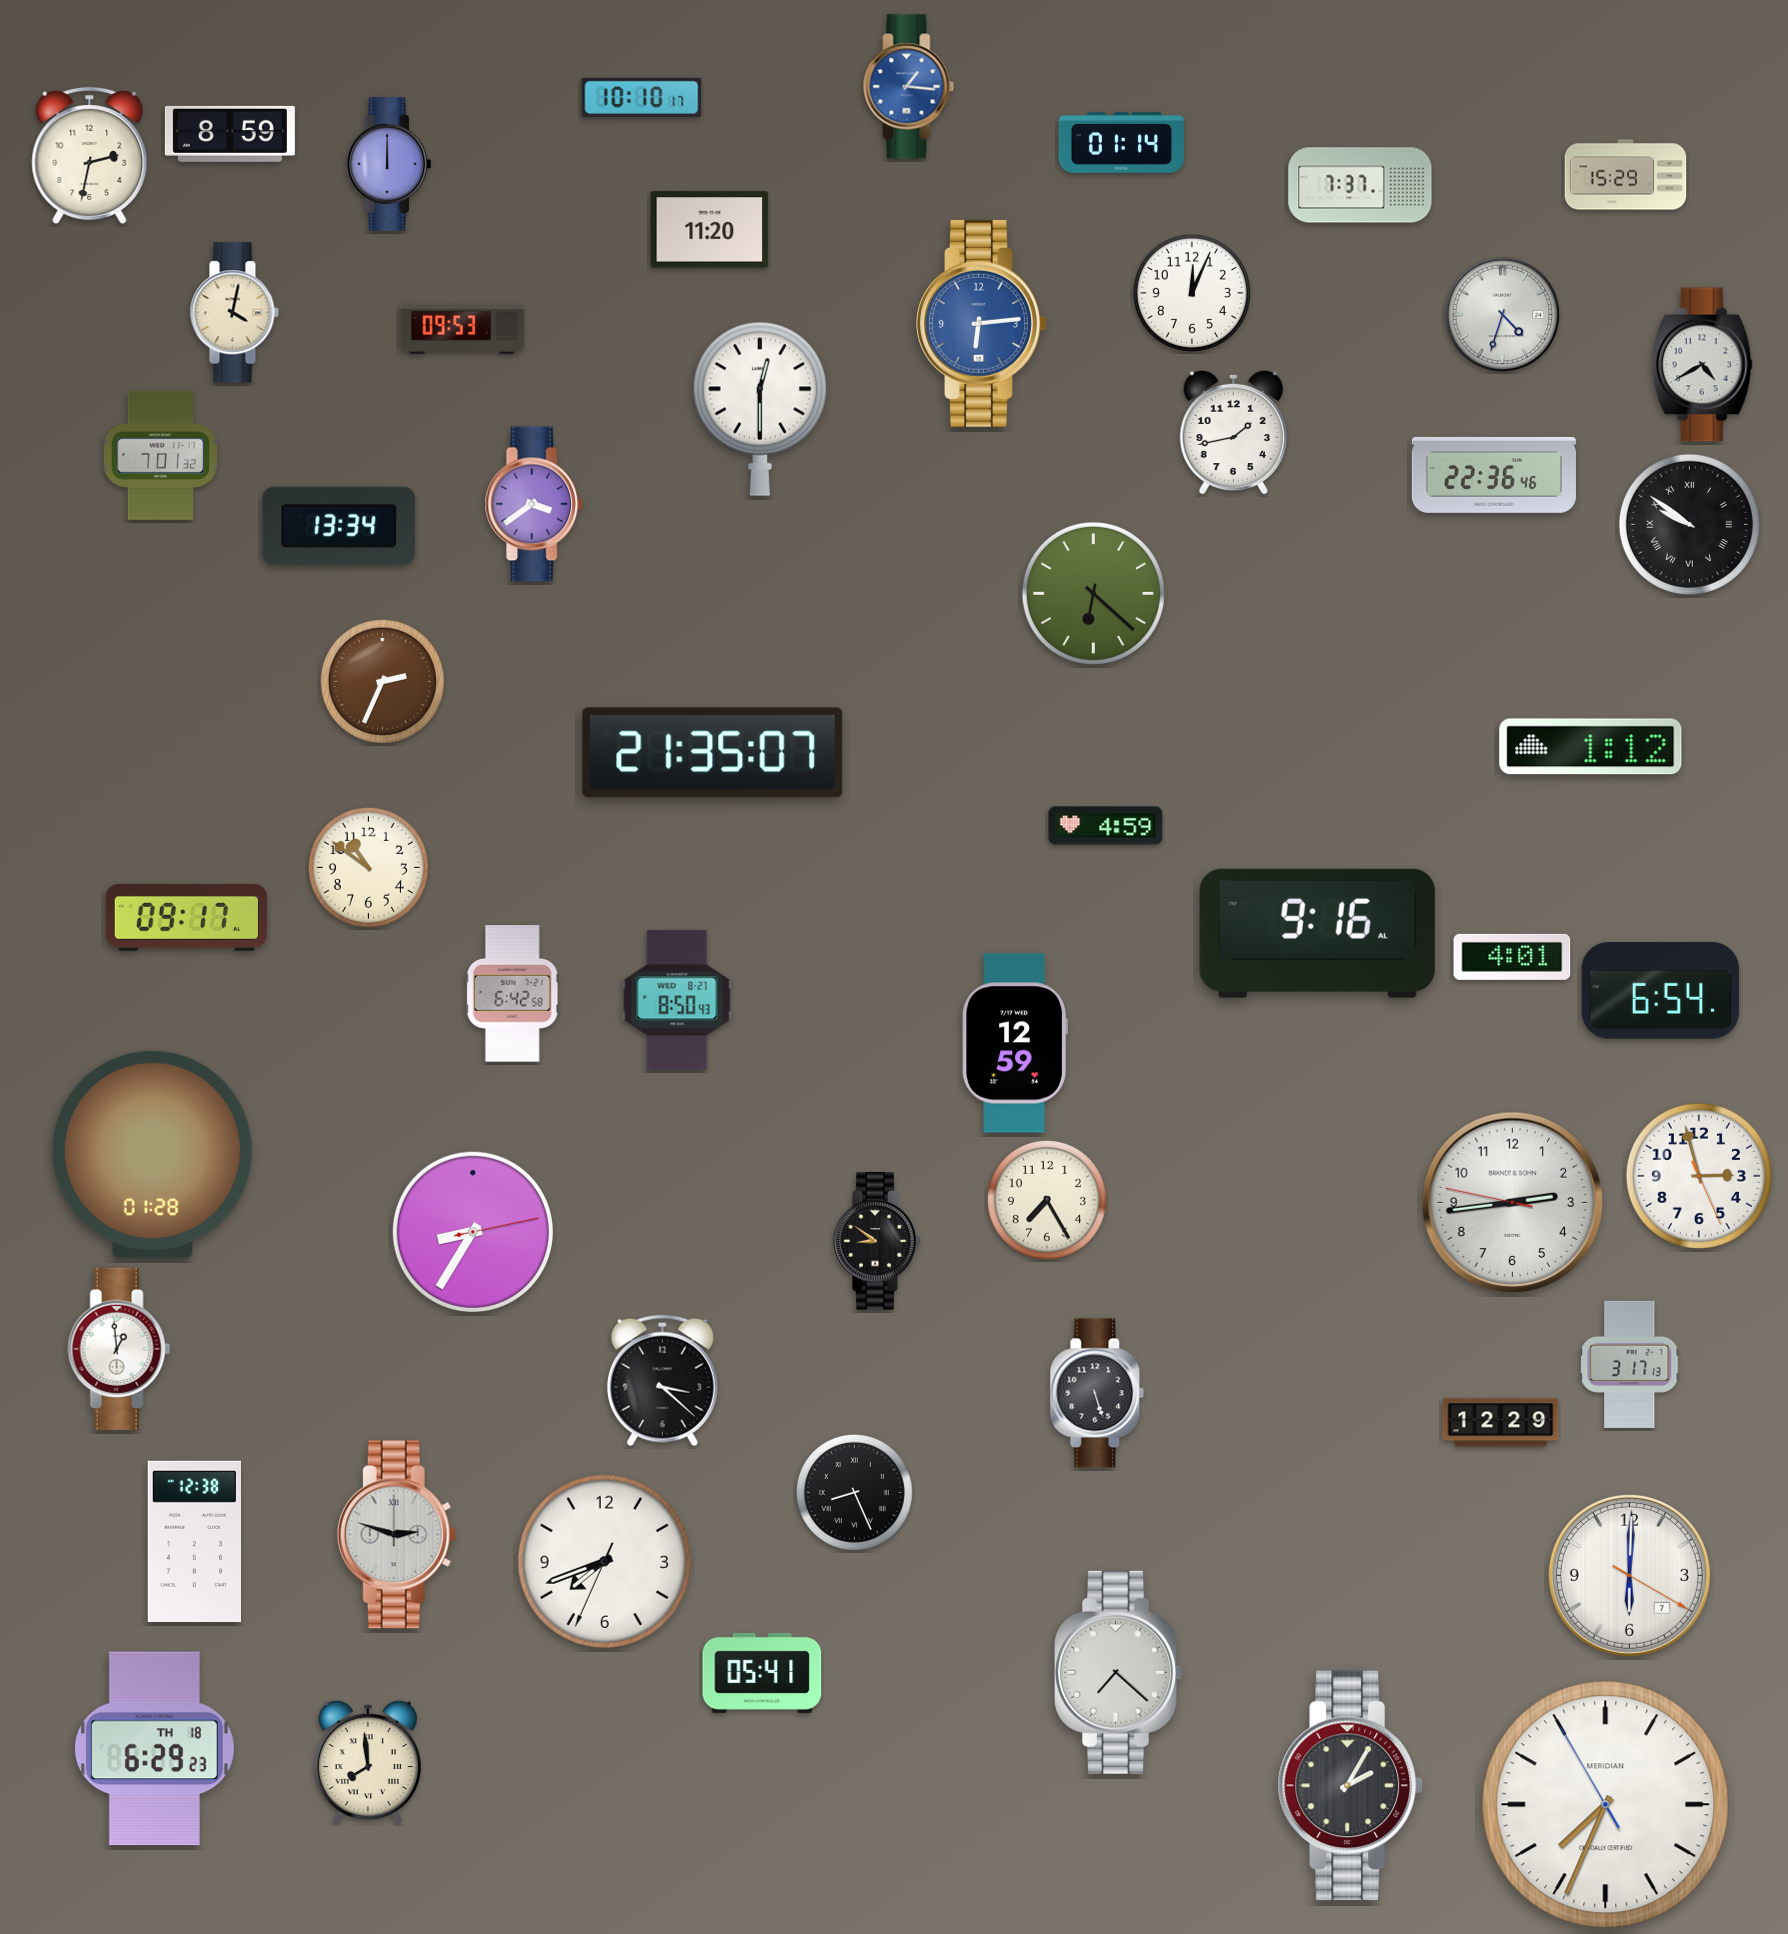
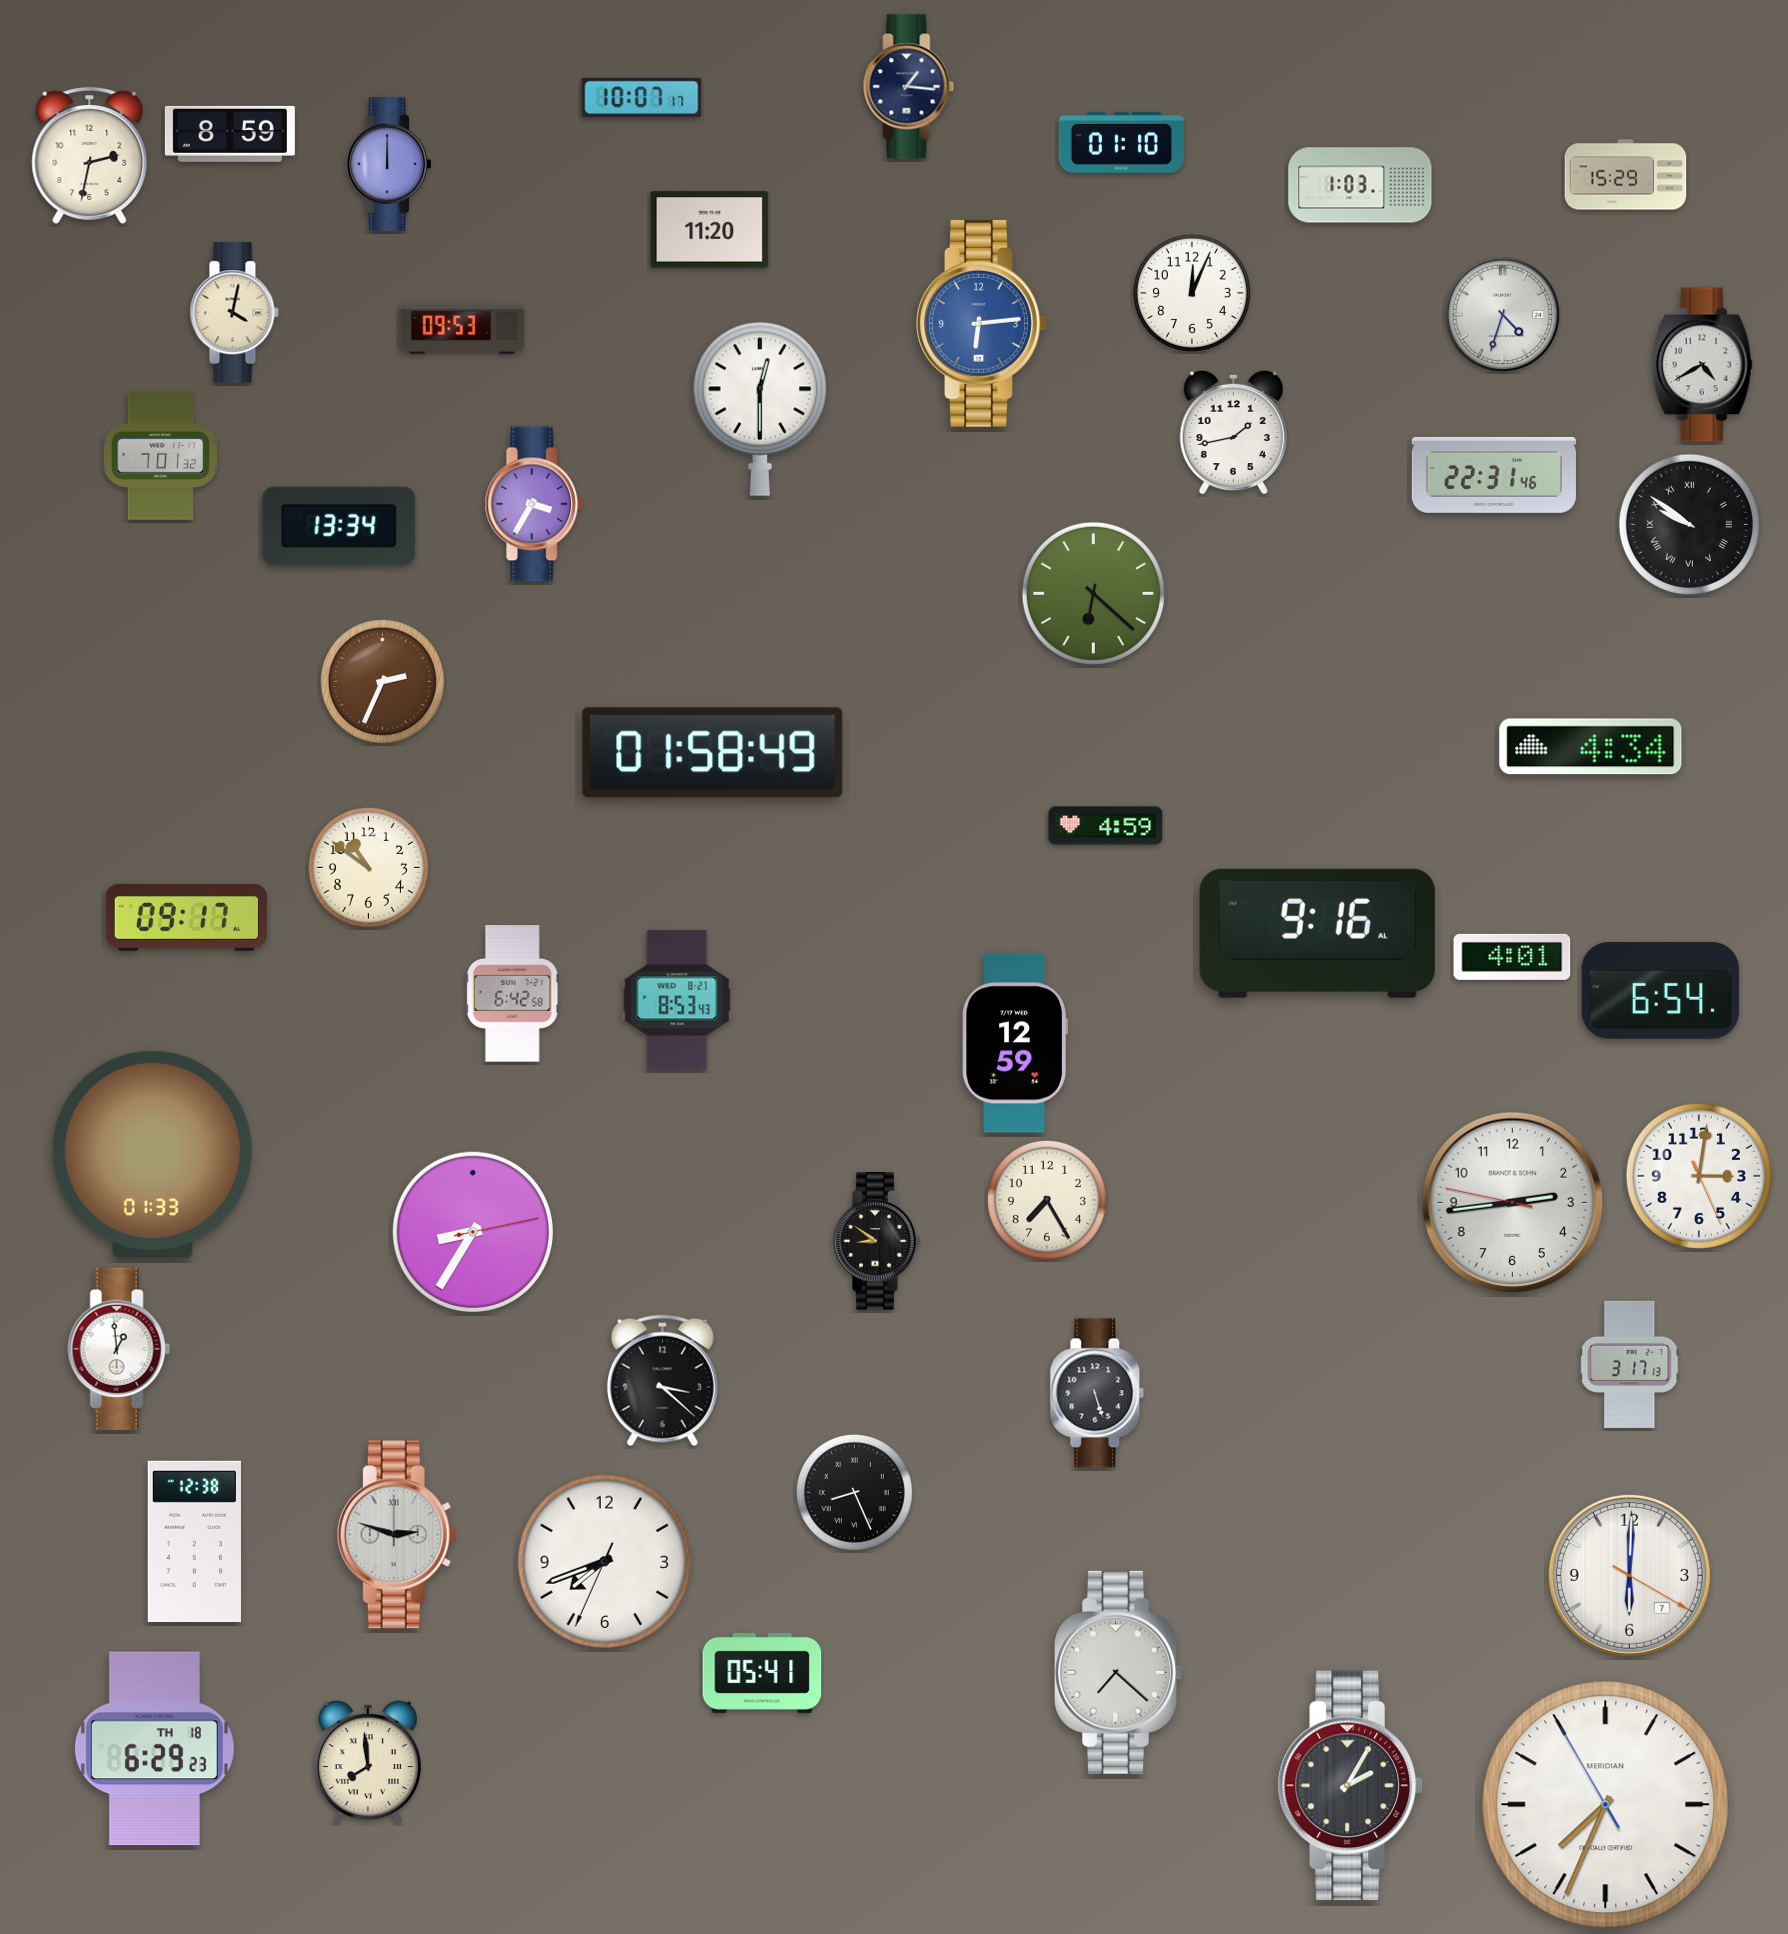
clock at (909, 87) dial: blue -> navy
clock at (642, 97): 10:10 -> 10:07
clock at (1121, 142): 01:14 -> 01:10
clock at (1360, 185): 7:37 -> 1:03
clock at (1494, 475): 22:36 -> 22:31
clock at (534, 504): 3:39 -> 3:35
clock at (1591, 747): 1:12 -> 4:34
clock at (713, 753): 21:35 -> 01:58
clock at (677, 1000): 8:50 -> 8:53
clock at (152, 1154): 01:28 -> 01:33
clock at (1699, 1176): 2:57 -> 3:01
clock at (1501, 1423): 12:29 -> none
